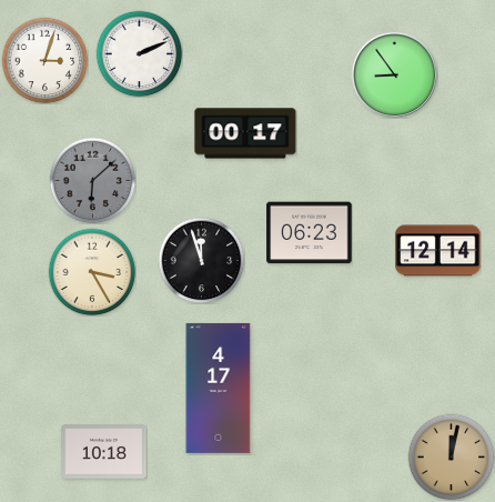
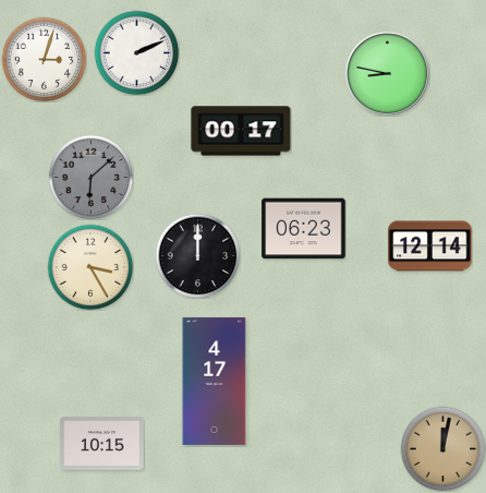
clock at (394, 74): 8:54 -> 8:47
clock at (201, 260): 11:57 -> 12:00
clock at (104, 452): 10:18 -> 10:15
